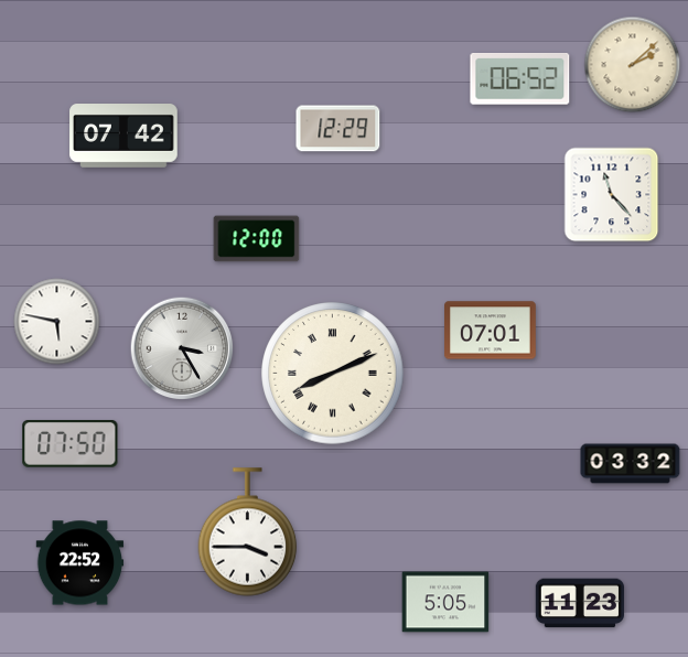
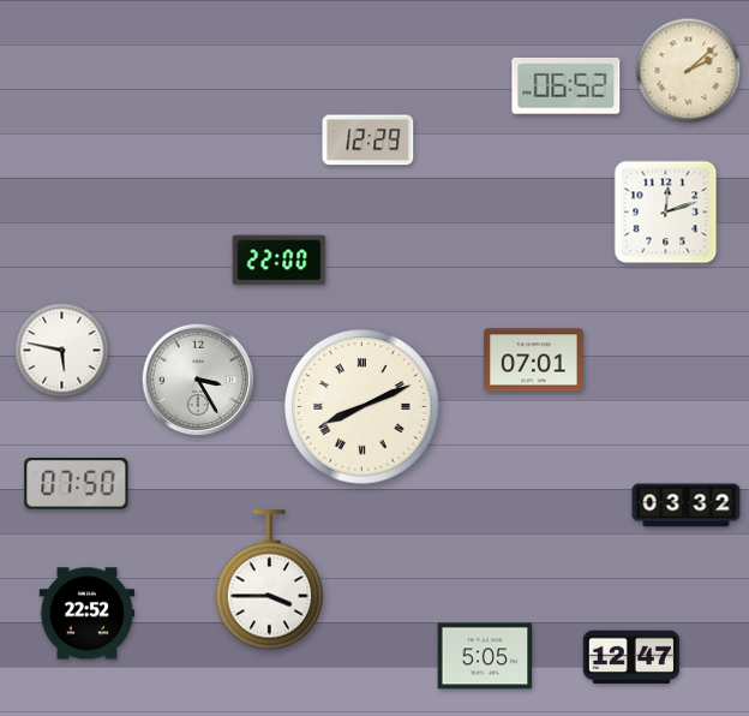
clock at (123, 137): 07:42 -> none
clock at (612, 195): 11:23 -> 12:12
clock at (257, 239): 12:00 -> 22:00
clock at (580, 603): 11:23 -> 12:47
